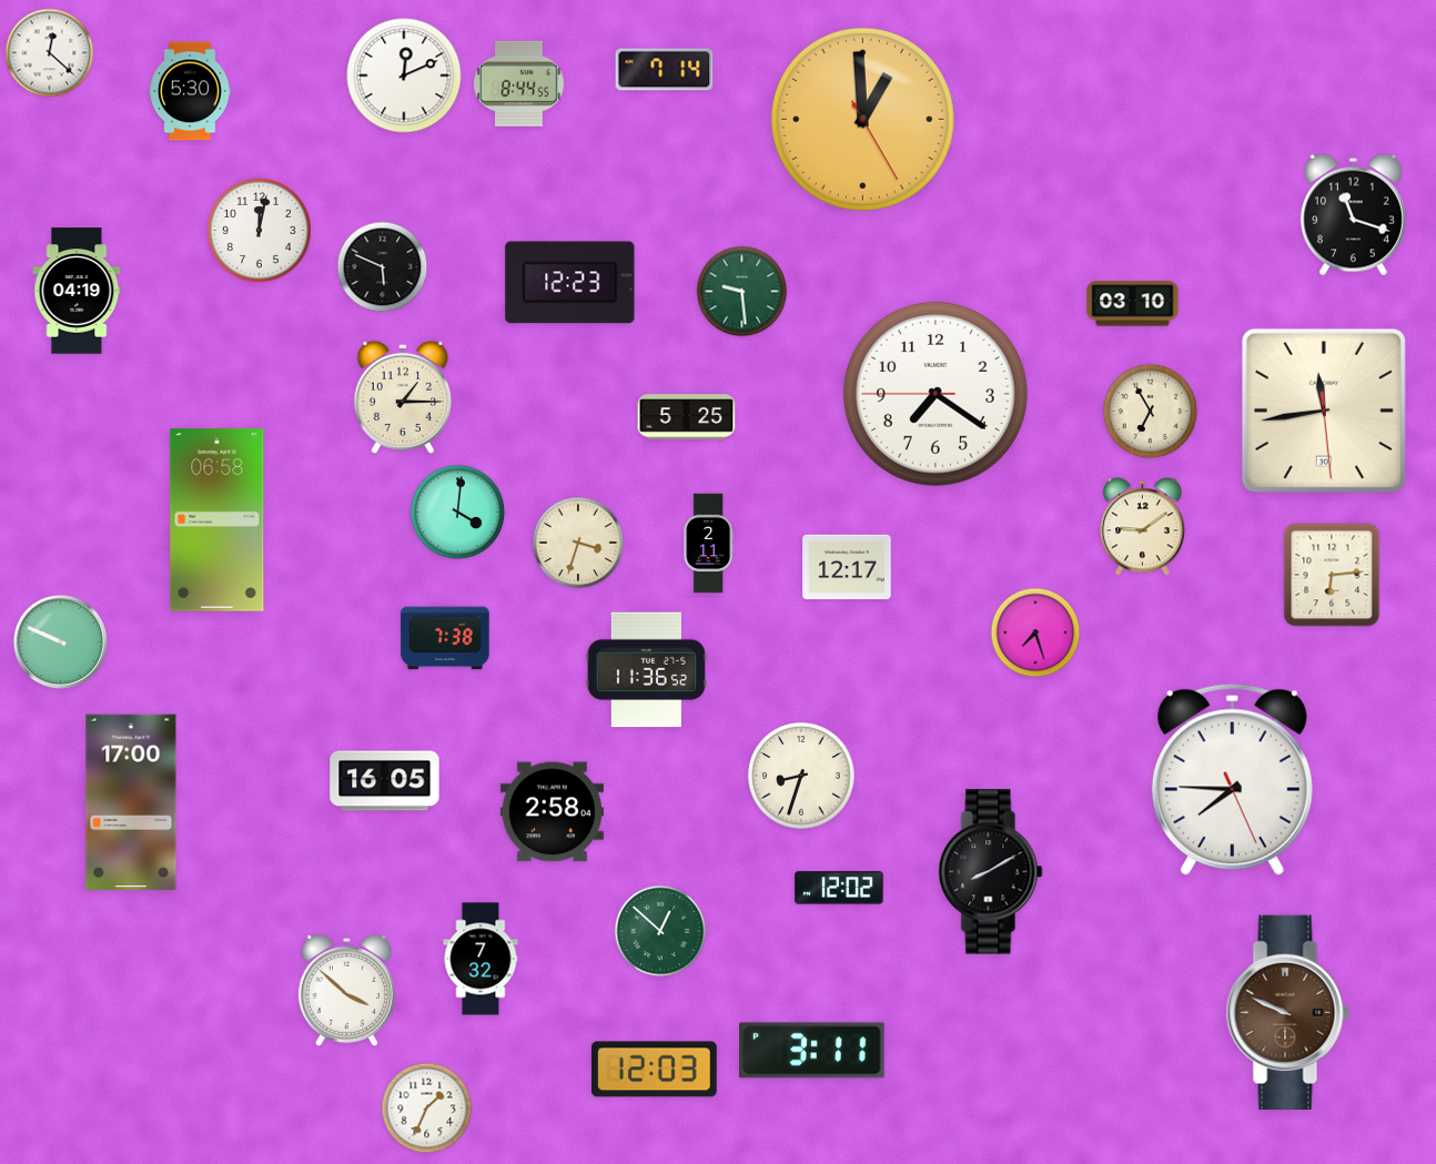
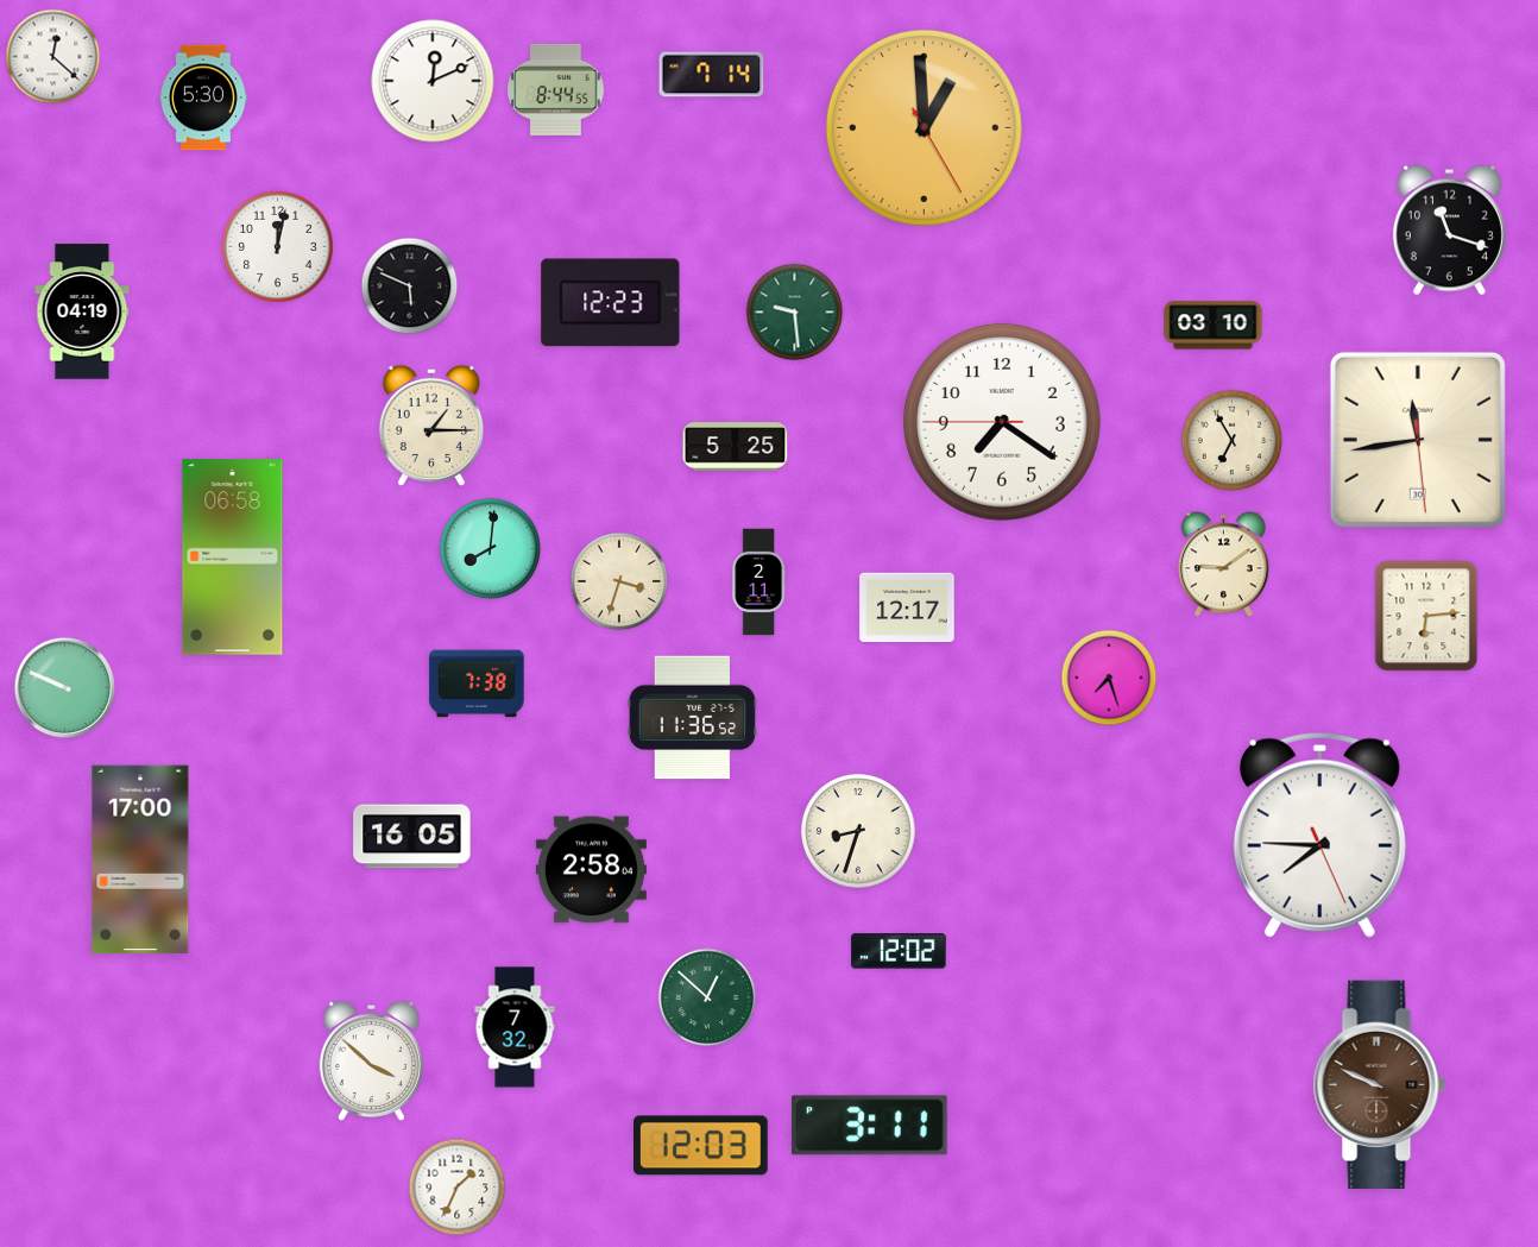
clock at (458, 513): 4:01 -> 8:01
clock at (991, 872): 8:10 -> none
